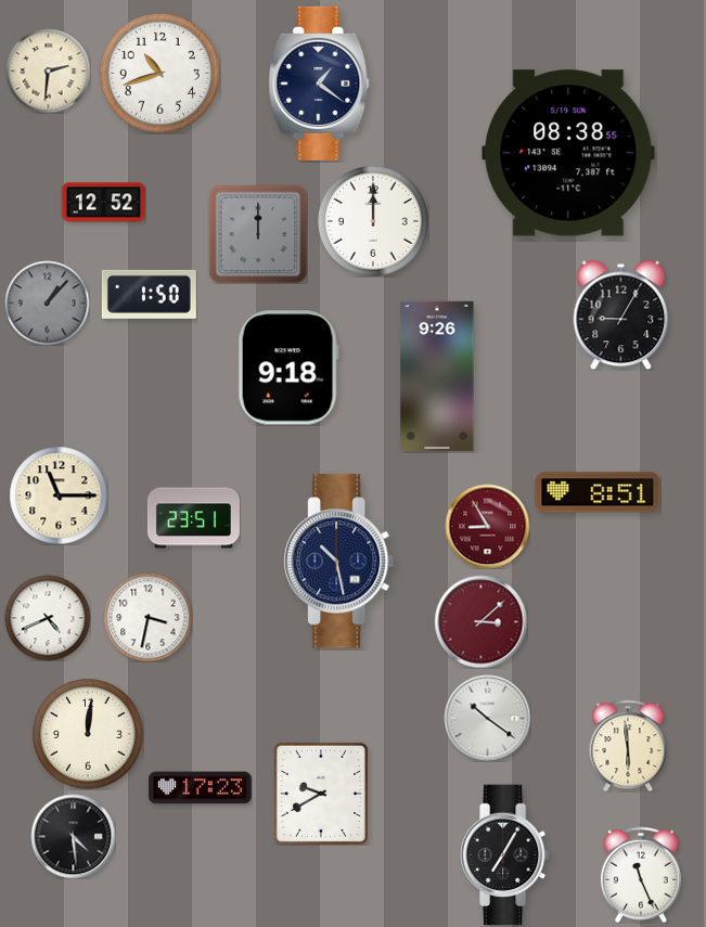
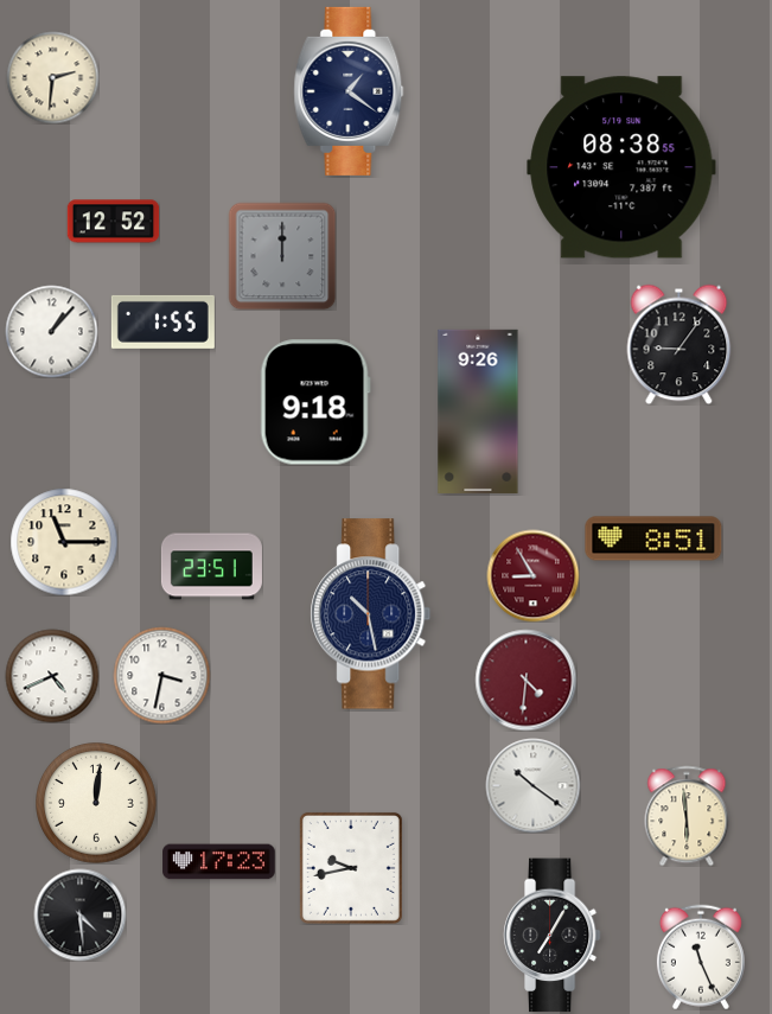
clock at (159, 73): 10:42 -> none
clock at (374, 222): 12:00 -> none
clock at (149, 294): 1:50 -> 1:55
clock at (47, 302) dial: grey -> white
clock at (621, 314): 9:05 -> 9:06
clock at (480, 621): 3:08 -> 4:31
clock at (321, 794): 9:40 -> 9:43
